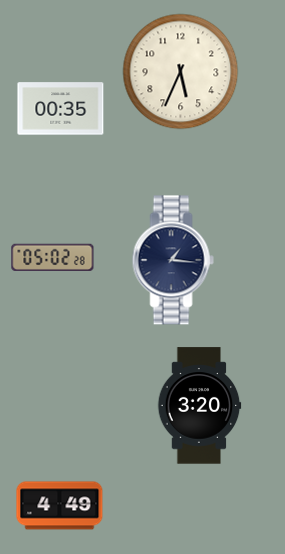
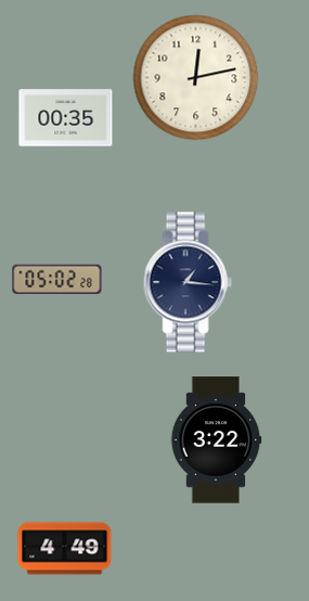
clock at (181, 72): 5:34 -> 12:13
clock at (199, 406): 3:20 -> 3:22
